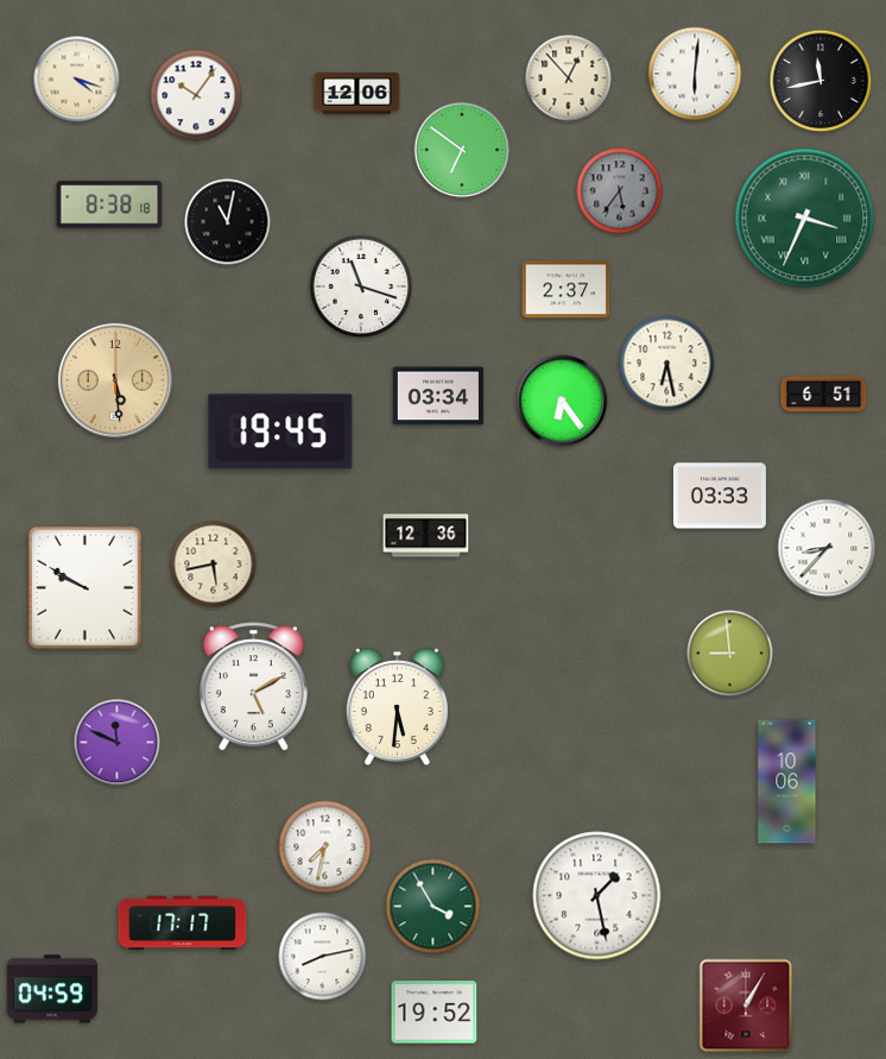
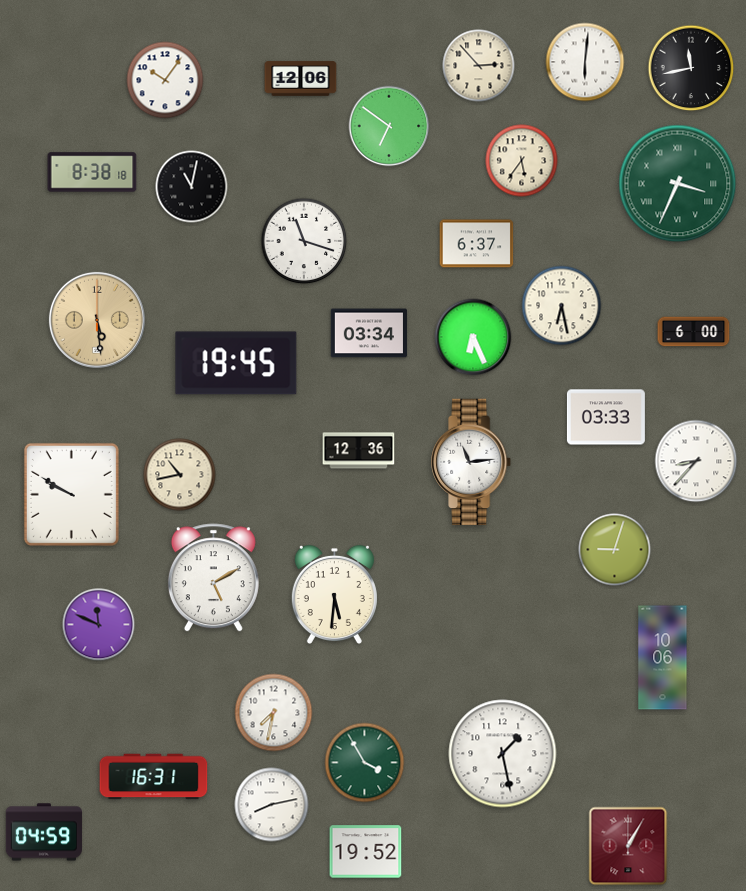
clock at (569, 78): 12:53 -> 2:53
clock at (77, 80): 4:18 -> none
clock at (620, 191) dial: grey -> cream
clock at (567, 290): 2:37 -> 6:37
clock at (824, 395): 6:51 -> 6:00
clock at (562, 401): 6:24 -> 6:26
clock at (472, 462): none -> 11:14
clock at (214, 565): 5:43 -> 10:43
clock at (730, 654): 8:59 -> 9:03
clock at (183, 924): 17:17 -> 16:31
